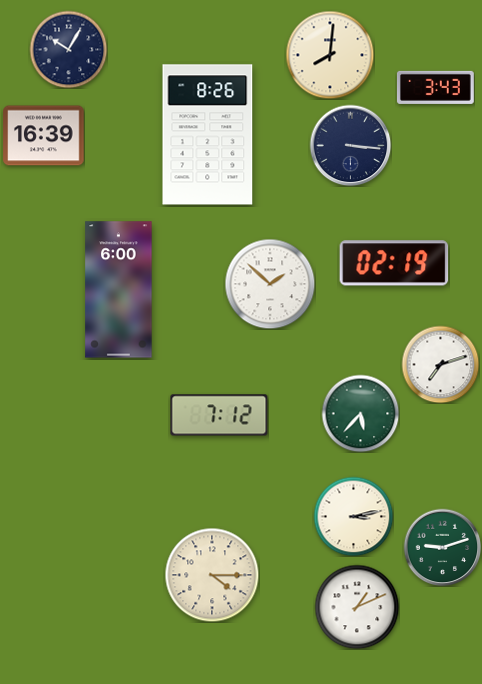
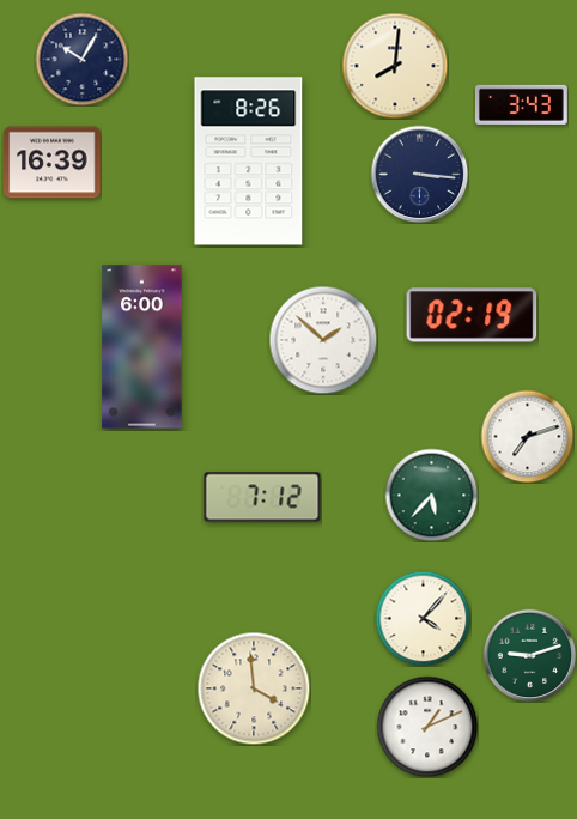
clock at (353, 516): 3:13 -> 4:07
clock at (212, 575): 4:15 -> 3:59
